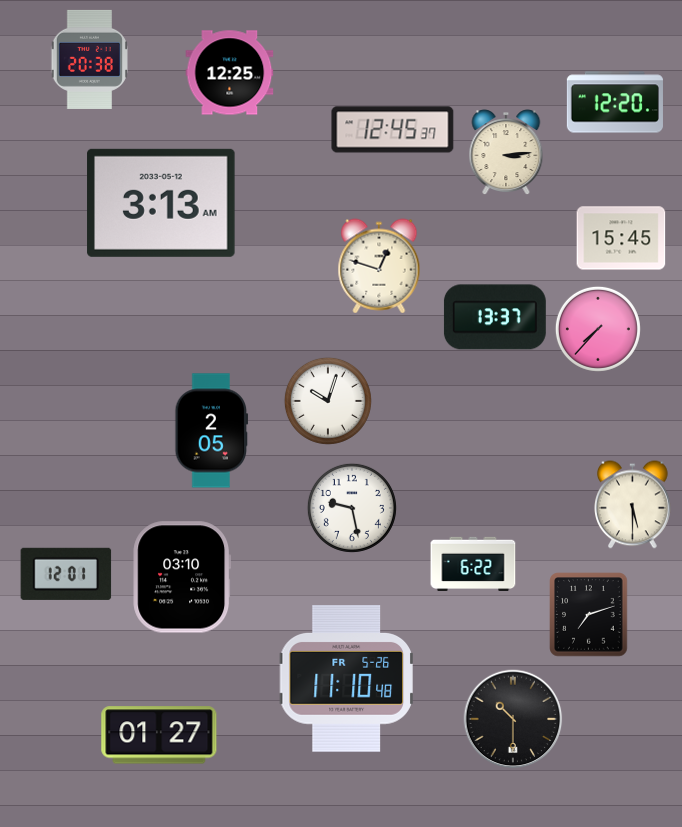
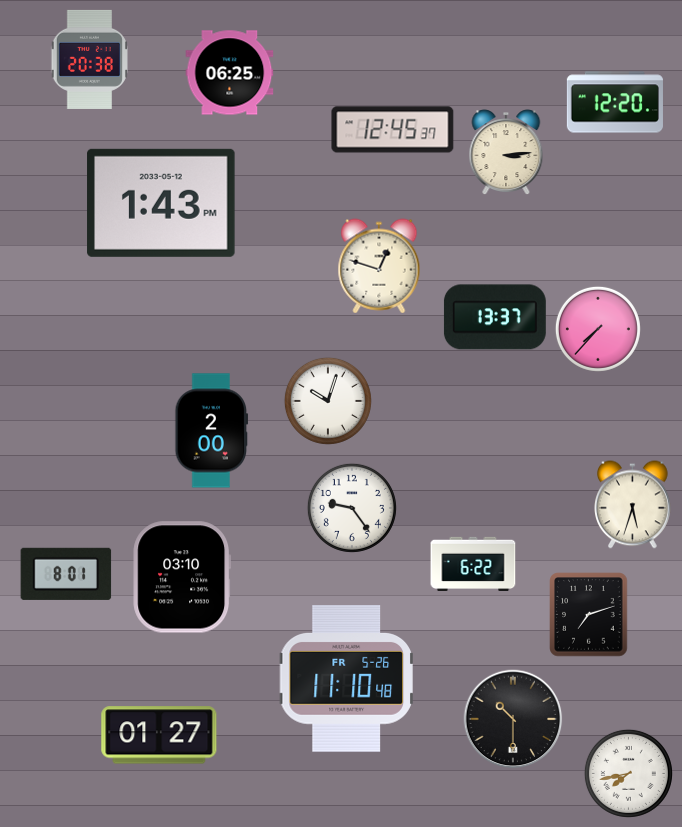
clock at (230, 73): 12:25 -> 06:25
clock at (161, 203): 3:13 -> 1:43
clock at (621, 238): 15:45 -> none
clock at (212, 431): 2:05 -> 2:00
clock at (633, 505): 5:30 -> 5:33
clock at (352, 508): 9:28 -> 9:24
clock at (66, 574): 12:01 -> 8:01
clock at (628, 773): none -> 7:43
